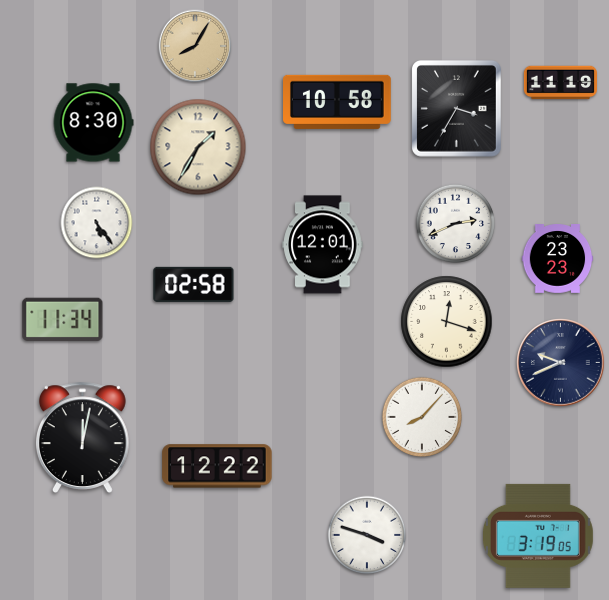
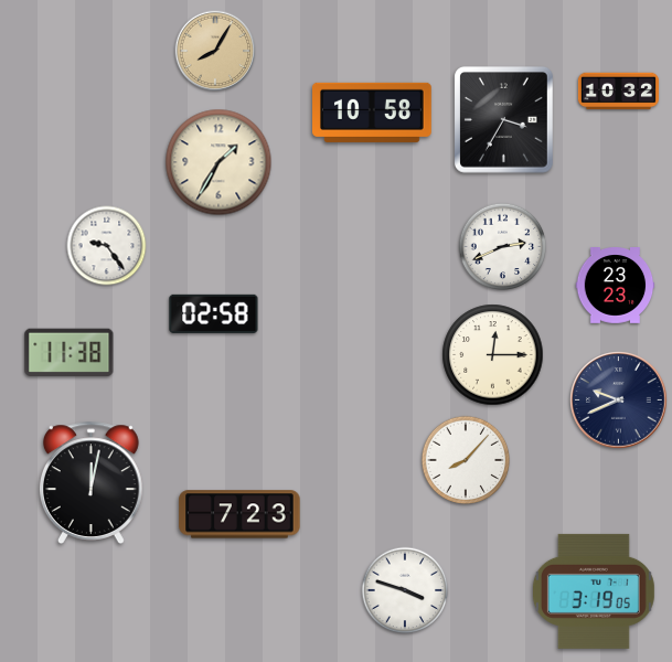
clock at (560, 83): 11:19 -> 10:32
clock at (93, 123): 8:30 -> none
clock at (97, 223): 5:24 -> 9:24
clock at (323, 245): 12:01 -> none
clock at (63, 319): 11:34 -> 11:38
clock at (447, 322): 12:18 -> 12:15
clock at (217, 466): 12:22 -> 7:23
